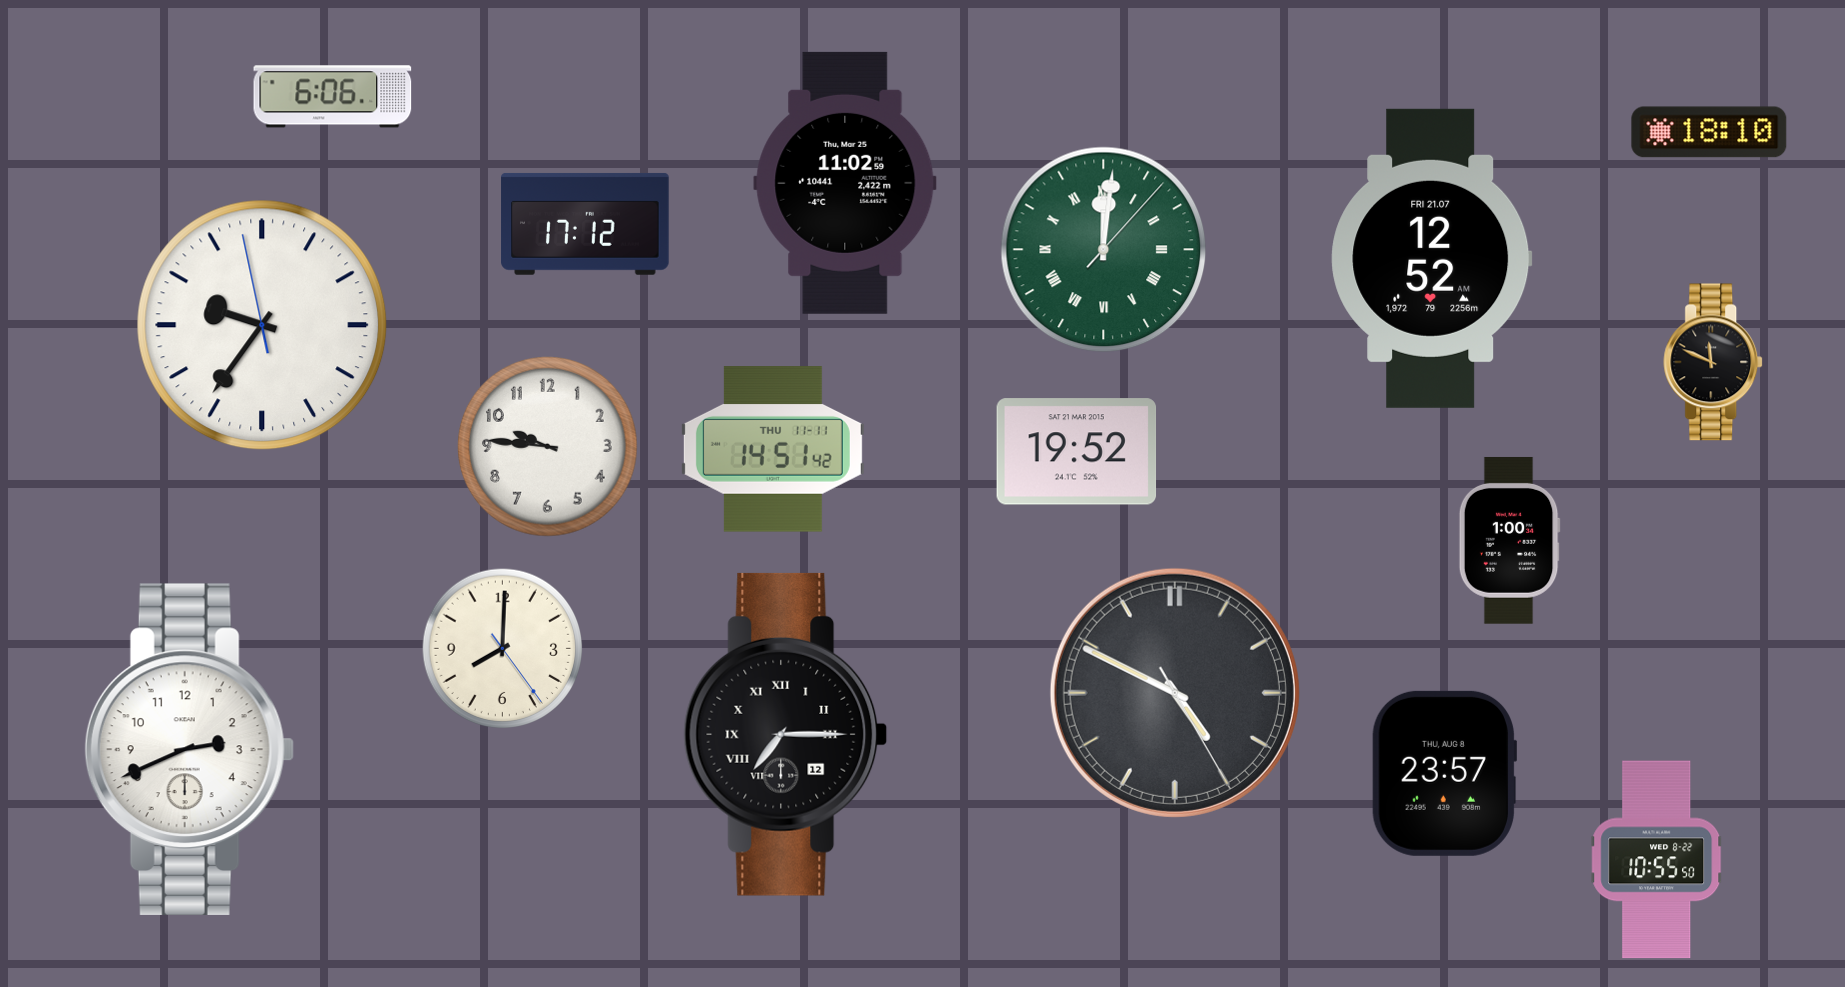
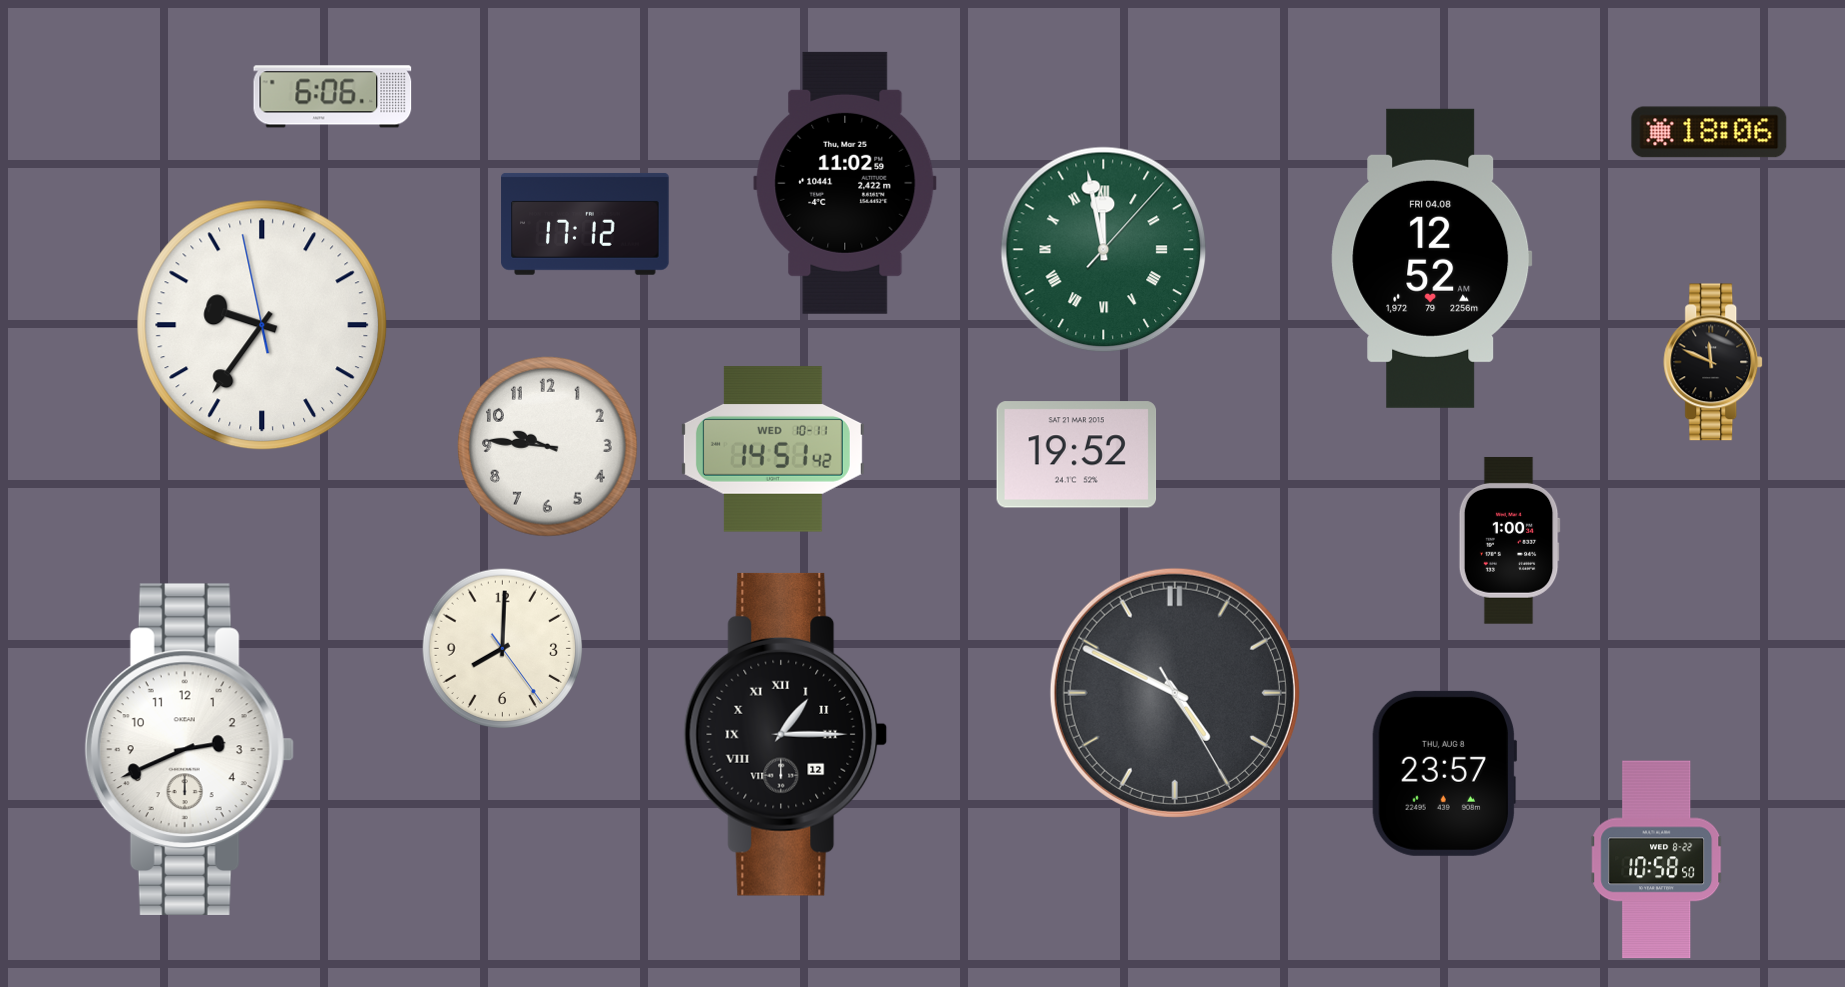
clock at (1709, 132): 18:10 -> 18:06
clock at (1104, 250): 12:01 -> 11:58
clock at (1432, 258) date: FRI 21.07 -> FRI 04.08
clock at (773, 449) date: THU 11-11 -> WED 10-11
clock at (1077, 452) position: (1077, 452) -> (1077, 455)
clock at (786, 734): 7:15 -> 1:15
clock at (1657, 860): 10:55 -> 10:58
